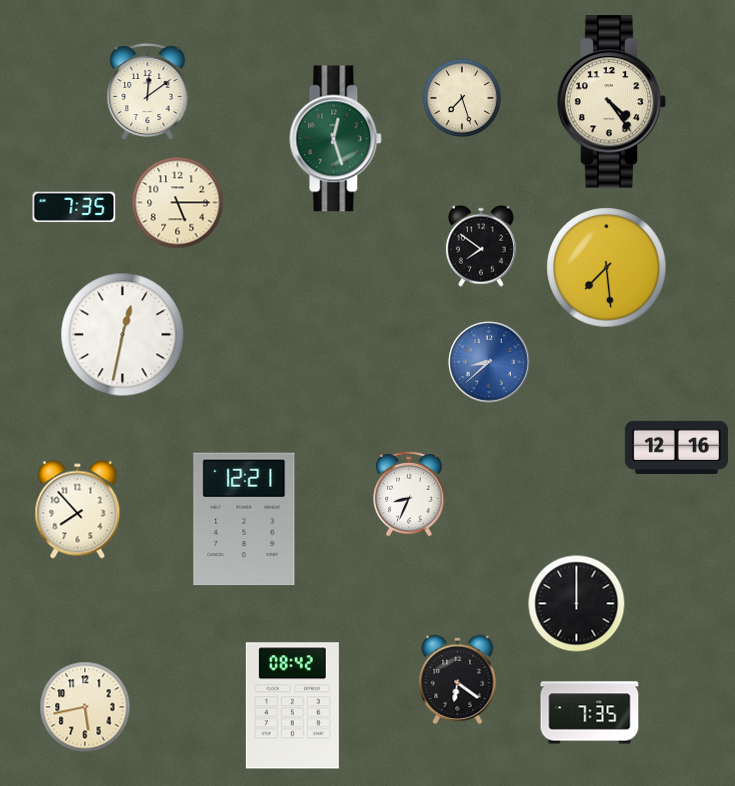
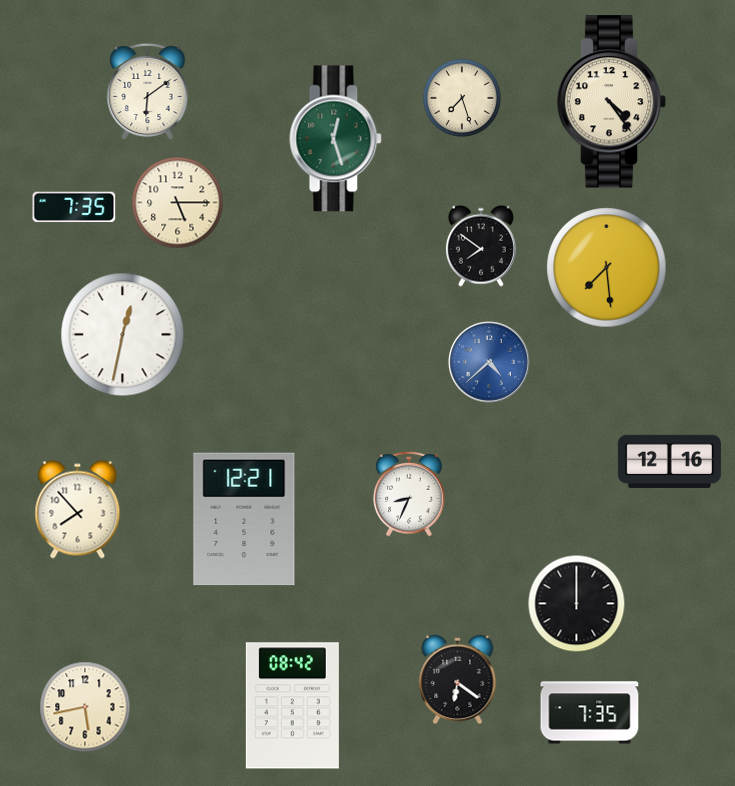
clock at (148, 92): 12:09 -> 6:09
clock at (489, 362): 8:38 -> 4:38
clock at (676, 447) position: (676, 447) -> (669, 461)
